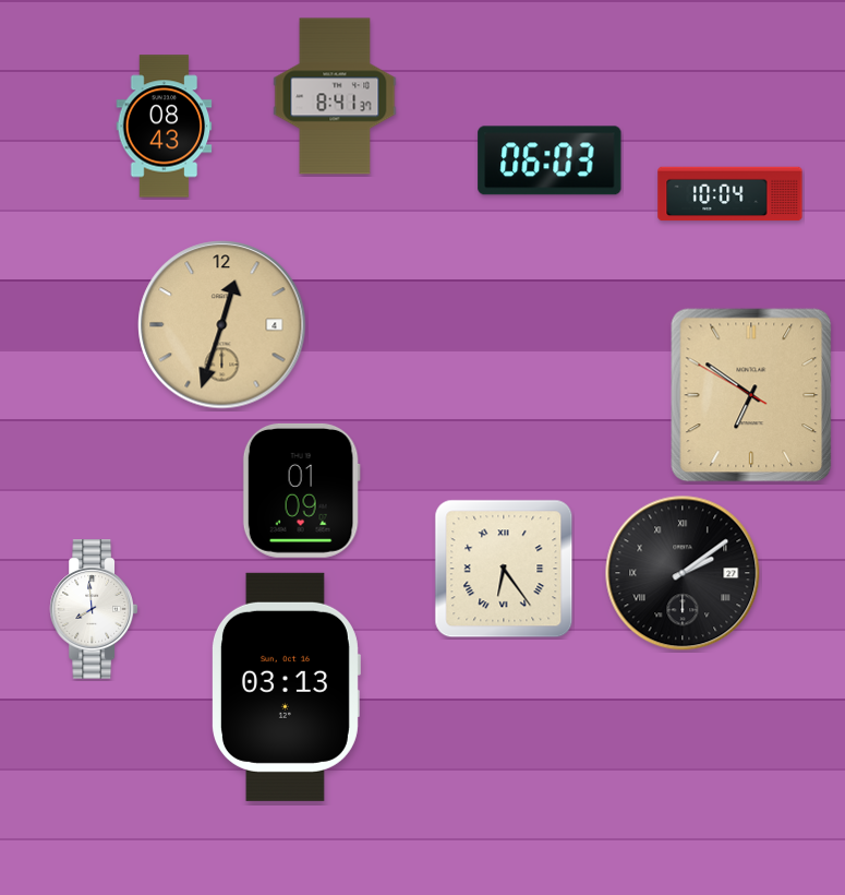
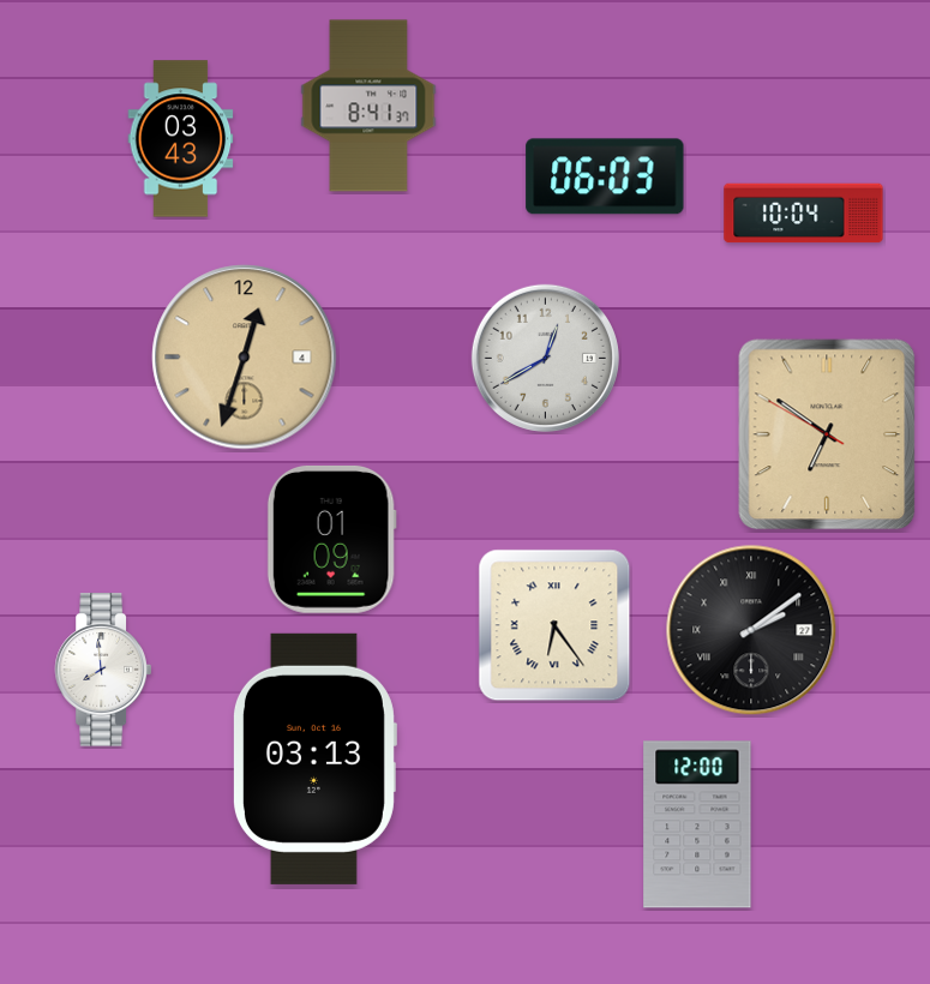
clock at (165, 127): 08:43 -> 03:43
clock at (545, 358): none -> 12:40
clock at (286, 687) position: (286, 687) -> (314, 758)
clock at (697, 824): none -> 12:00
